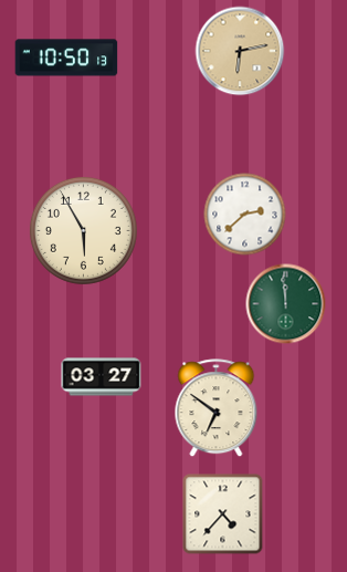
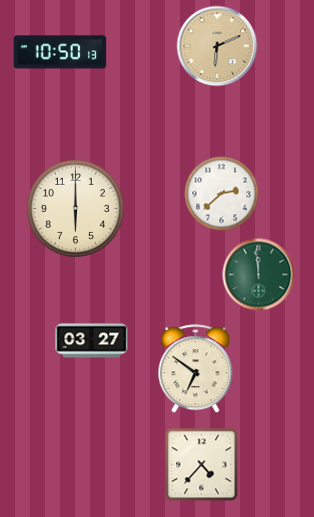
clock at (240, 51): 6:13 -> 6:11
clock at (83, 230): 5:55 -> 6:00
